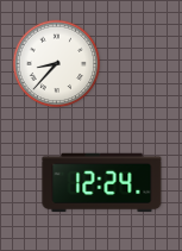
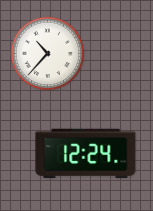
clock at (57, 64): 8:37 -> 10:37
